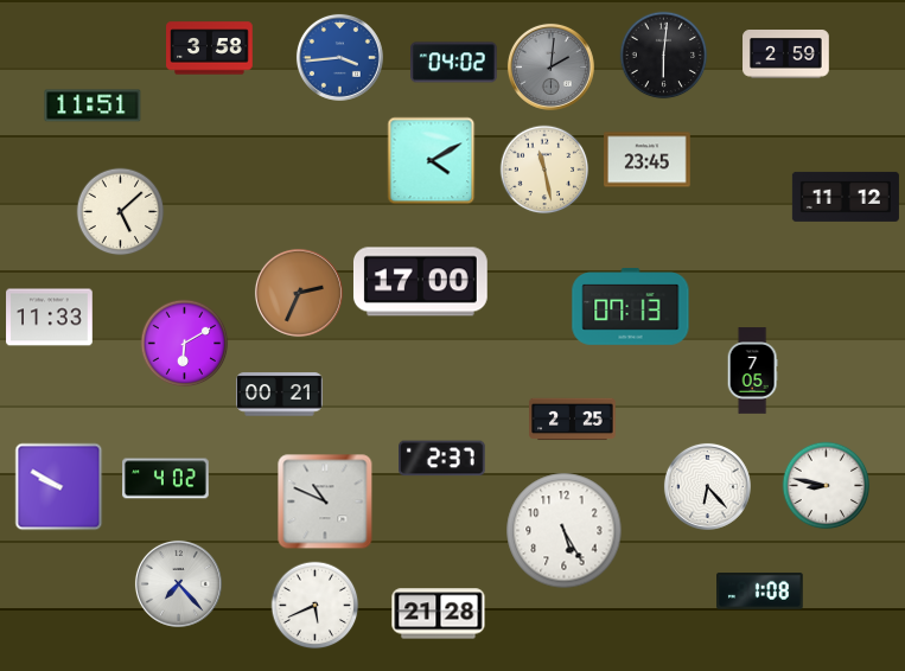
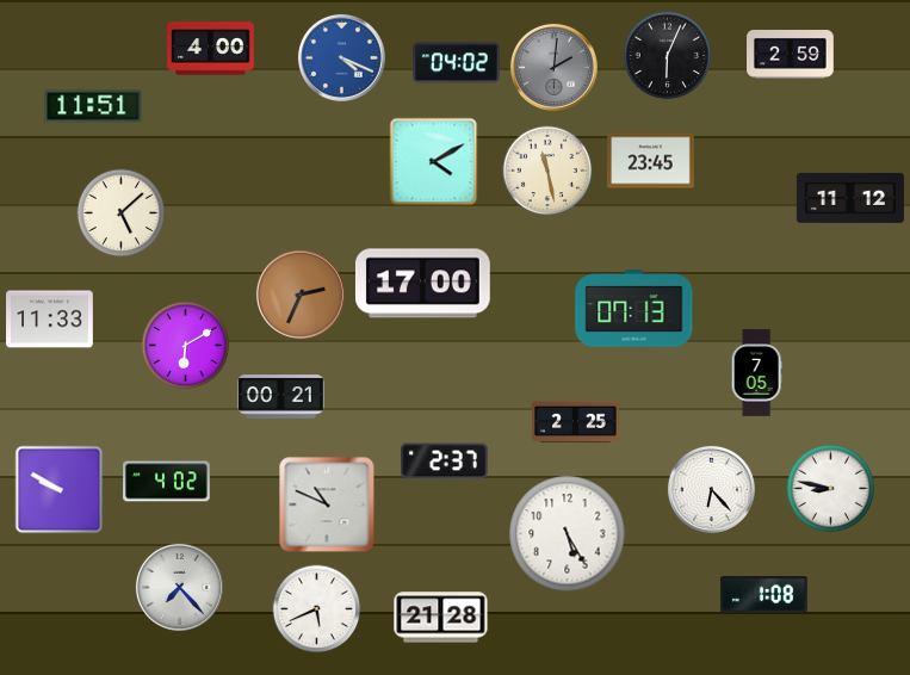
clock at (210, 49): 3:58 -> 4:00
clock at (664, 56): 6:01 -> 6:04
clock at (339, 57): 3:44 -> 4:19
